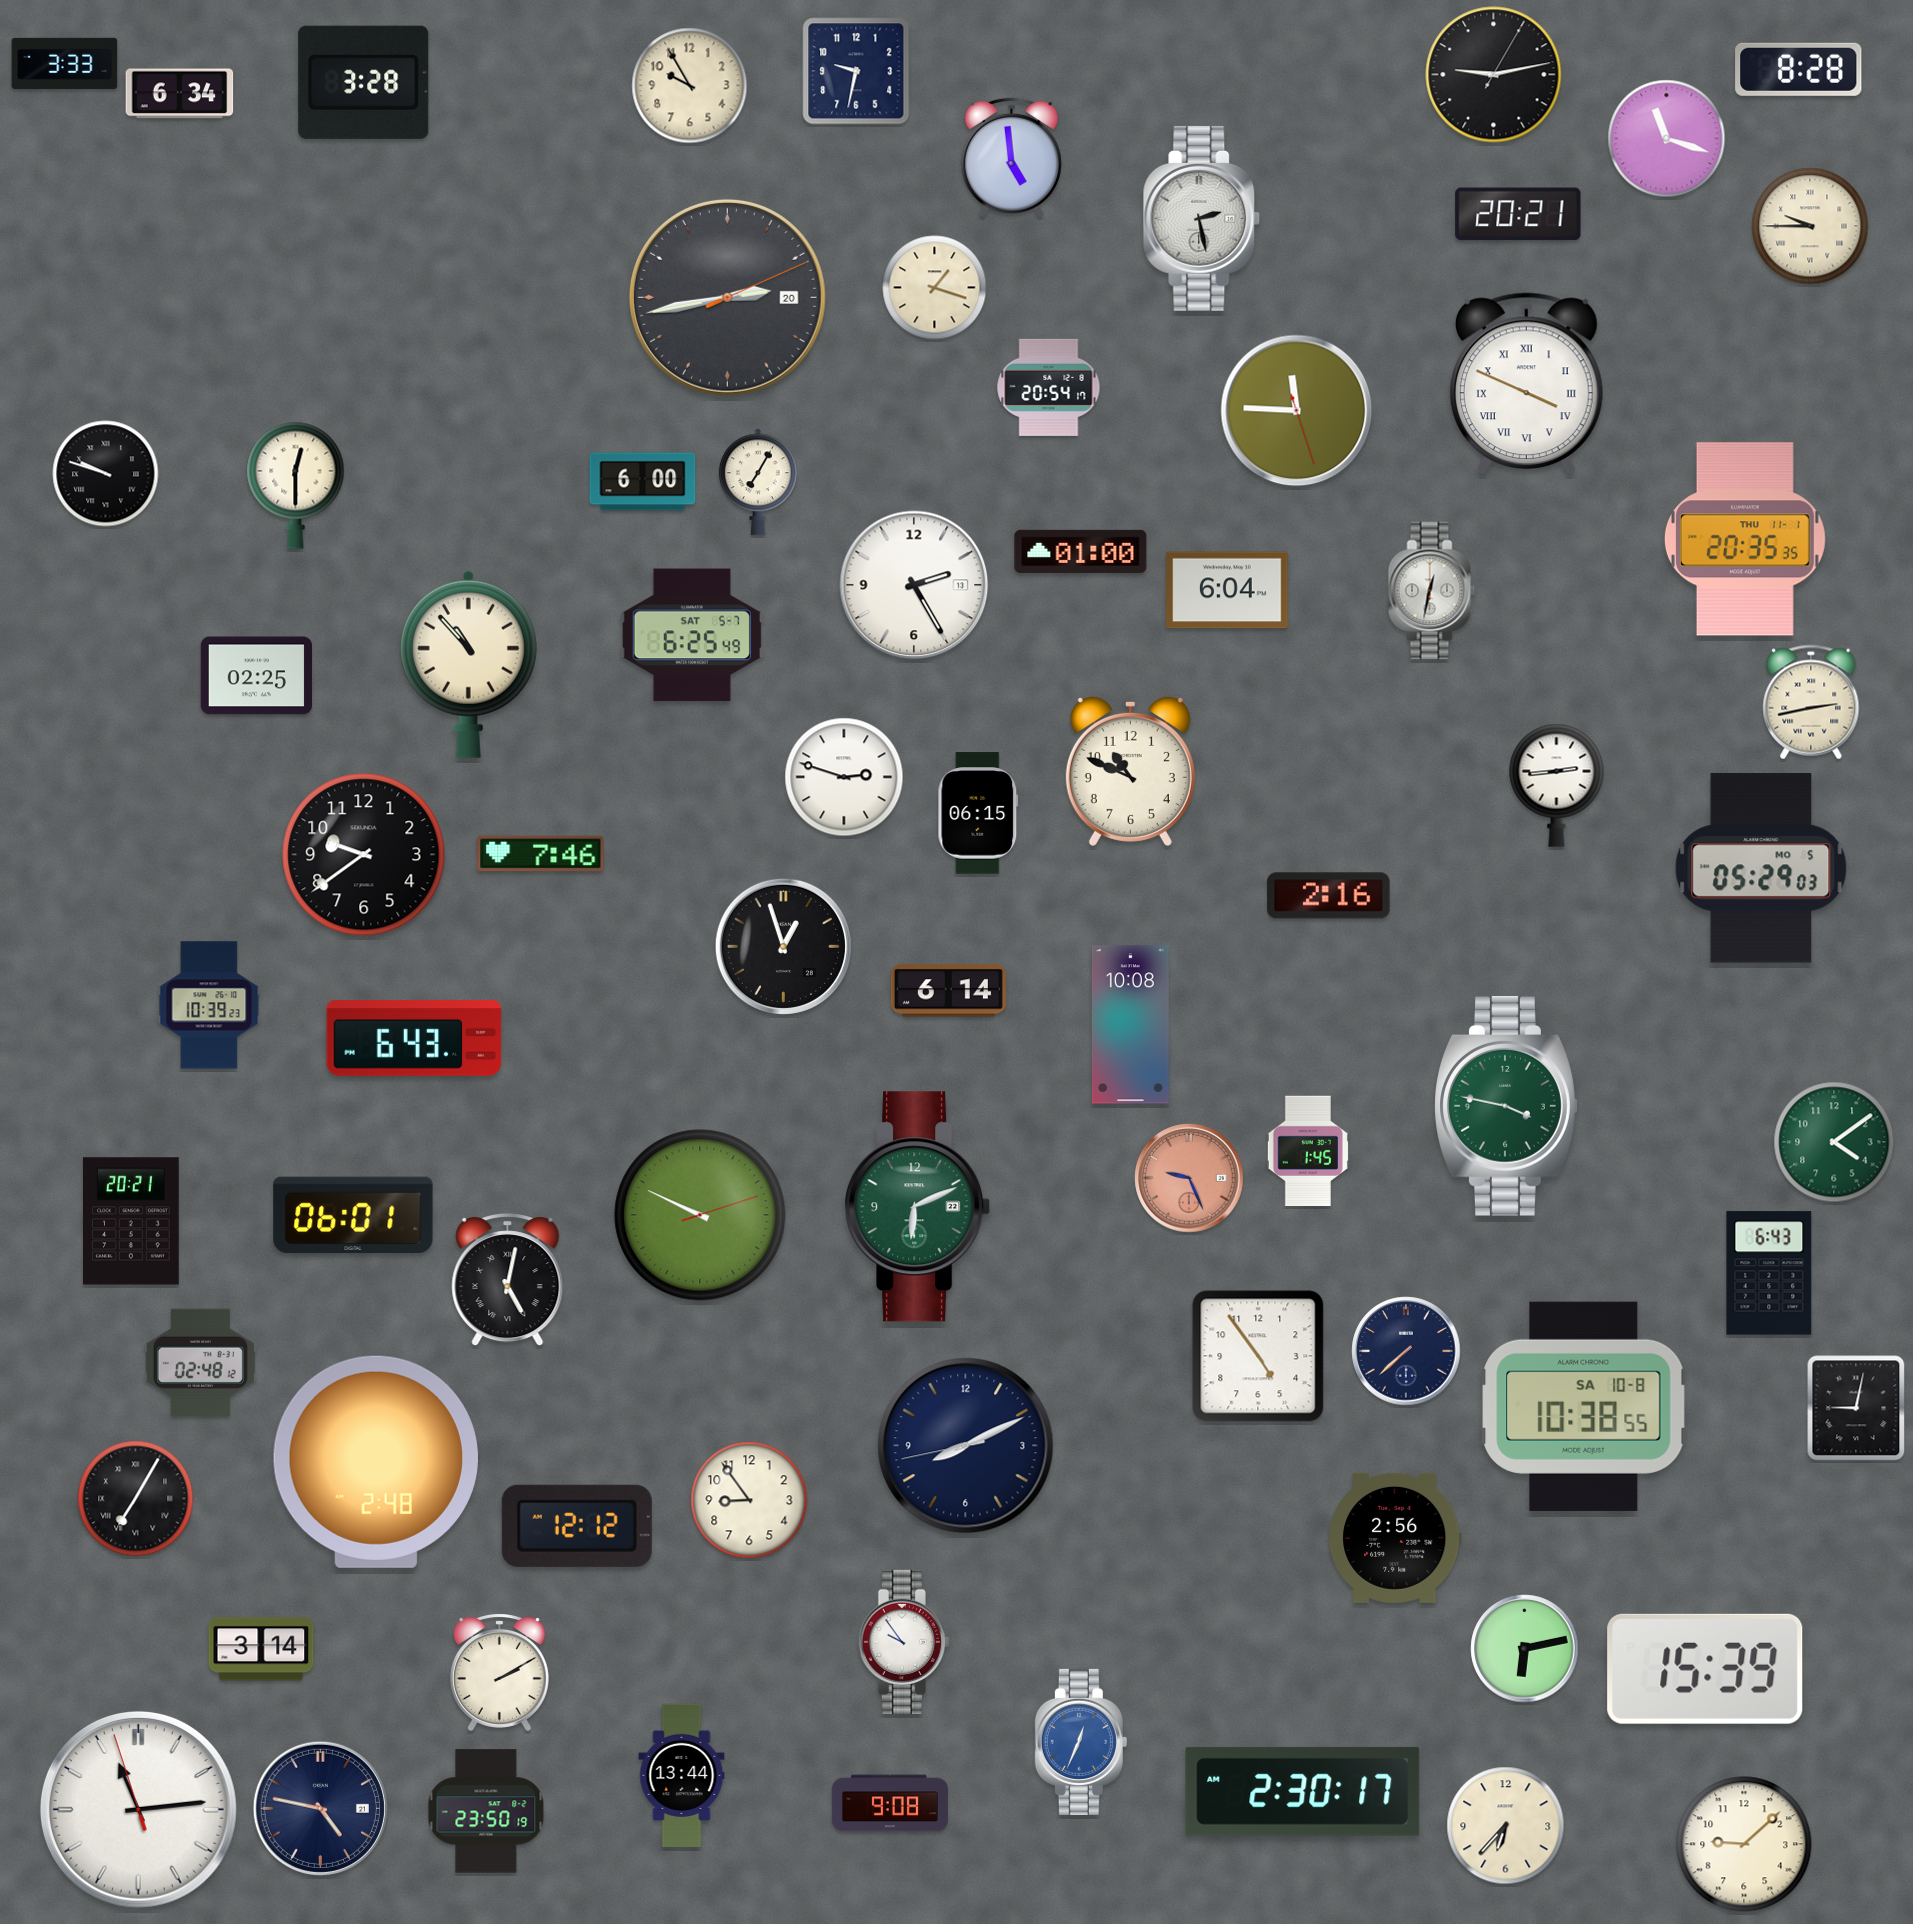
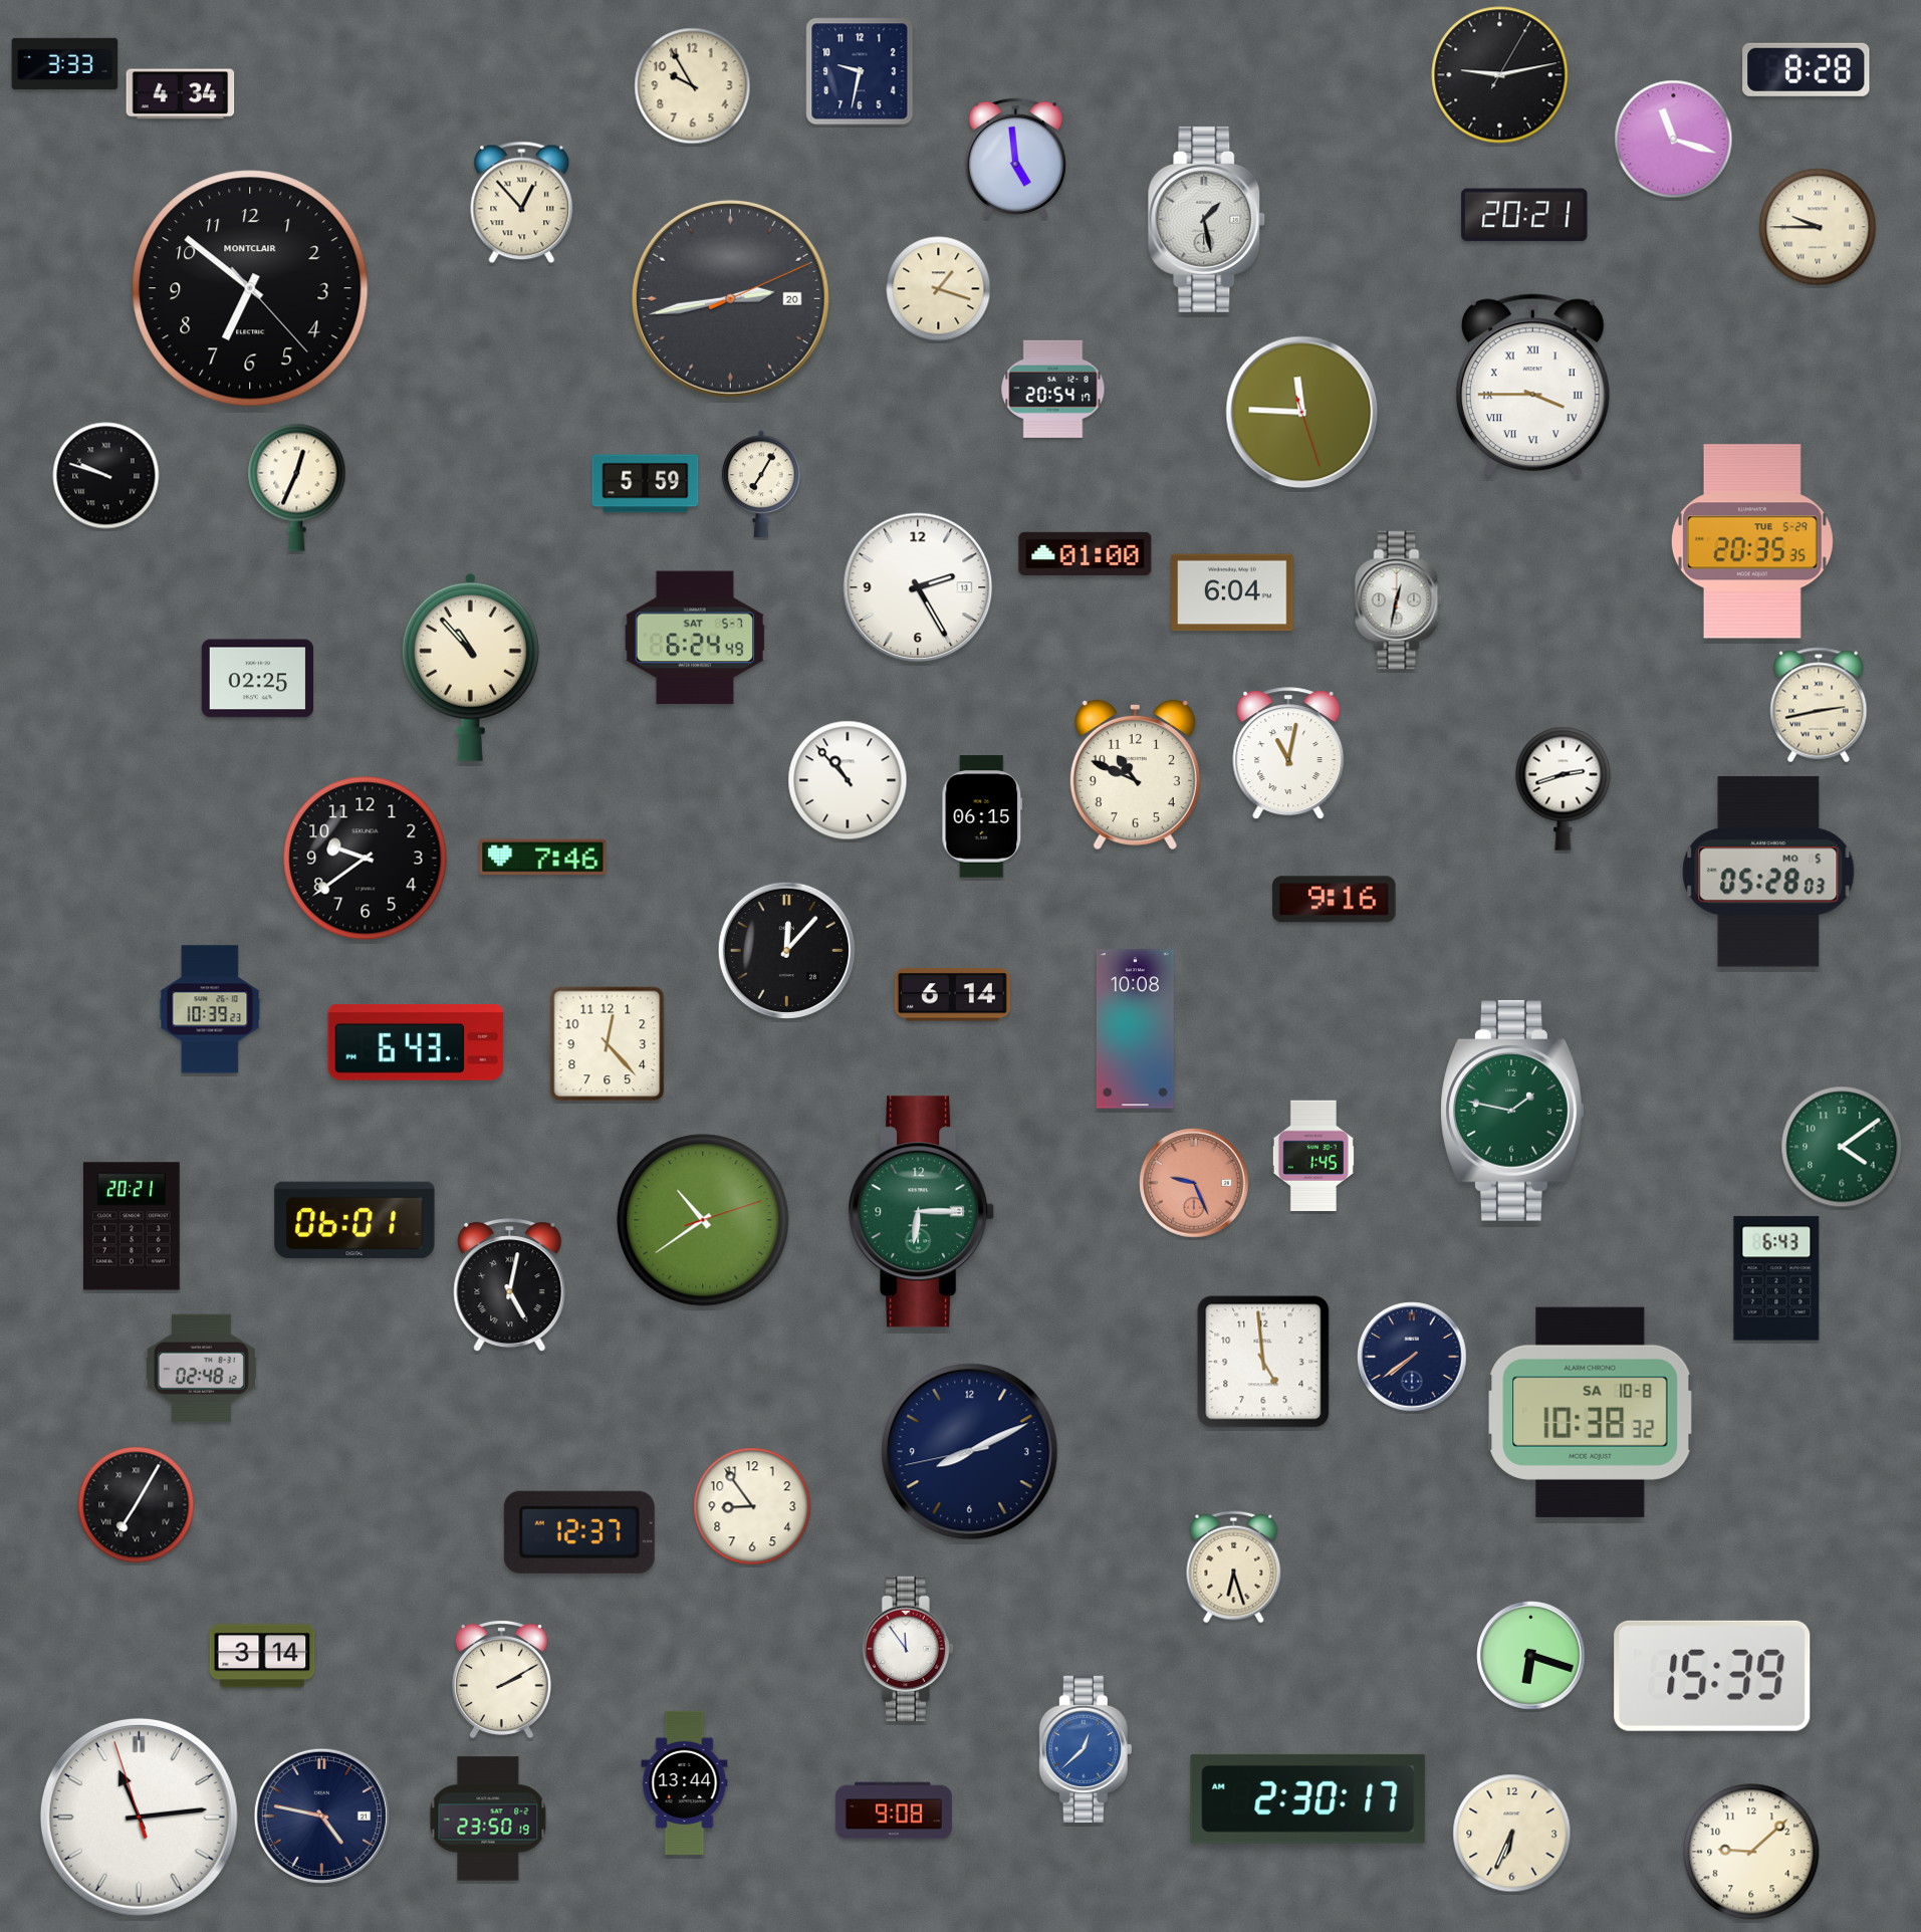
clock at (364, 82): 3:28 -> none
clock at (180, 94): 6:34 -> 4:34
clock at (522, 203): none -> 12:53
clock at (1202, 218): 2:28 -> 1:28
clock at (250, 288): none -> 6:51
clock at (1526, 384): 3:49 -> 3:45
clock at (643, 482): 6:00 -> 5:59
clock at (296, 485): 12:30 -> 12:34
clock at (1745, 539) date: THU 11-1 -> TUE 5-29
clock at (1432, 591) position: (1432, 591) -> (1399, 600)
clock at (692, 635): 6:25 -> 6:24
clock at (1288, 754): none -> 11:02
clock at (844, 777): 2:48 -> 10:53
clock at (1557, 785): 2:44 -> 2:42
clock at (1761, 868): 05:29 -> 05:28
clock at (1329, 896): 2:16 -> 9:16
clock at (783, 946): 12:57 -> 12:07
clock at (608, 1044): none -> 12:23
clock at (1506, 1106): 3:47 -> 1:47
clock at (918, 1207): 6:11 -> 6:15
clock at (700, 1215): 9:49 -> 10:39
clock at (1406, 1351): 7:38 -> 7:39
clock at (1258, 1356): 4:54 -> 4:59
clock at (1584, 1406): 10:38:55 -> 10:38:32
clock at (1856, 1408): 9:02 -> none
clock at (376, 1462): 2:48 -> none
clock at (577, 1526): 12:12 -> 12:37
clock at (1395, 1538): 2:56 -> none
clock at (1234, 1567): none -> 6:27
clock at (904, 1642): 9:54 -> 11:54
clock at (1525, 1649): 6:13 -> 6:18
clock at (1081, 1742): 12:34 -> 12:38
clock at (1506, 1826): 6:37 -> 6:34
